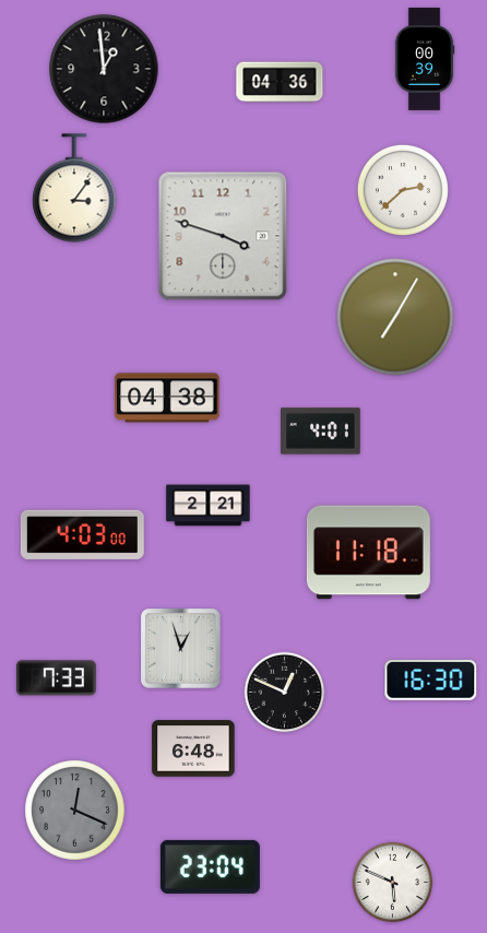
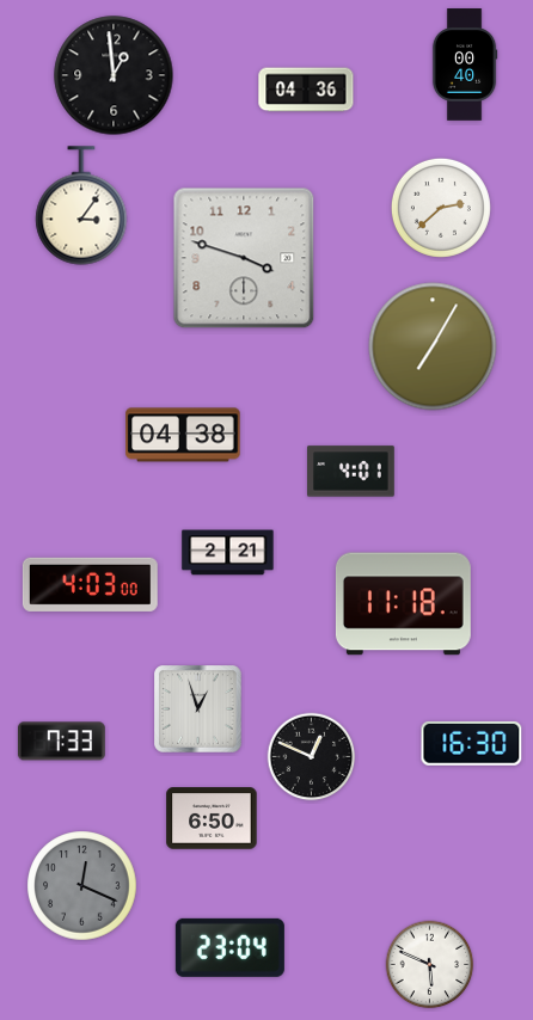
clock at (425, 59): 00:39 -> 00:40
clock at (193, 748): 6:48 -> 6:50
